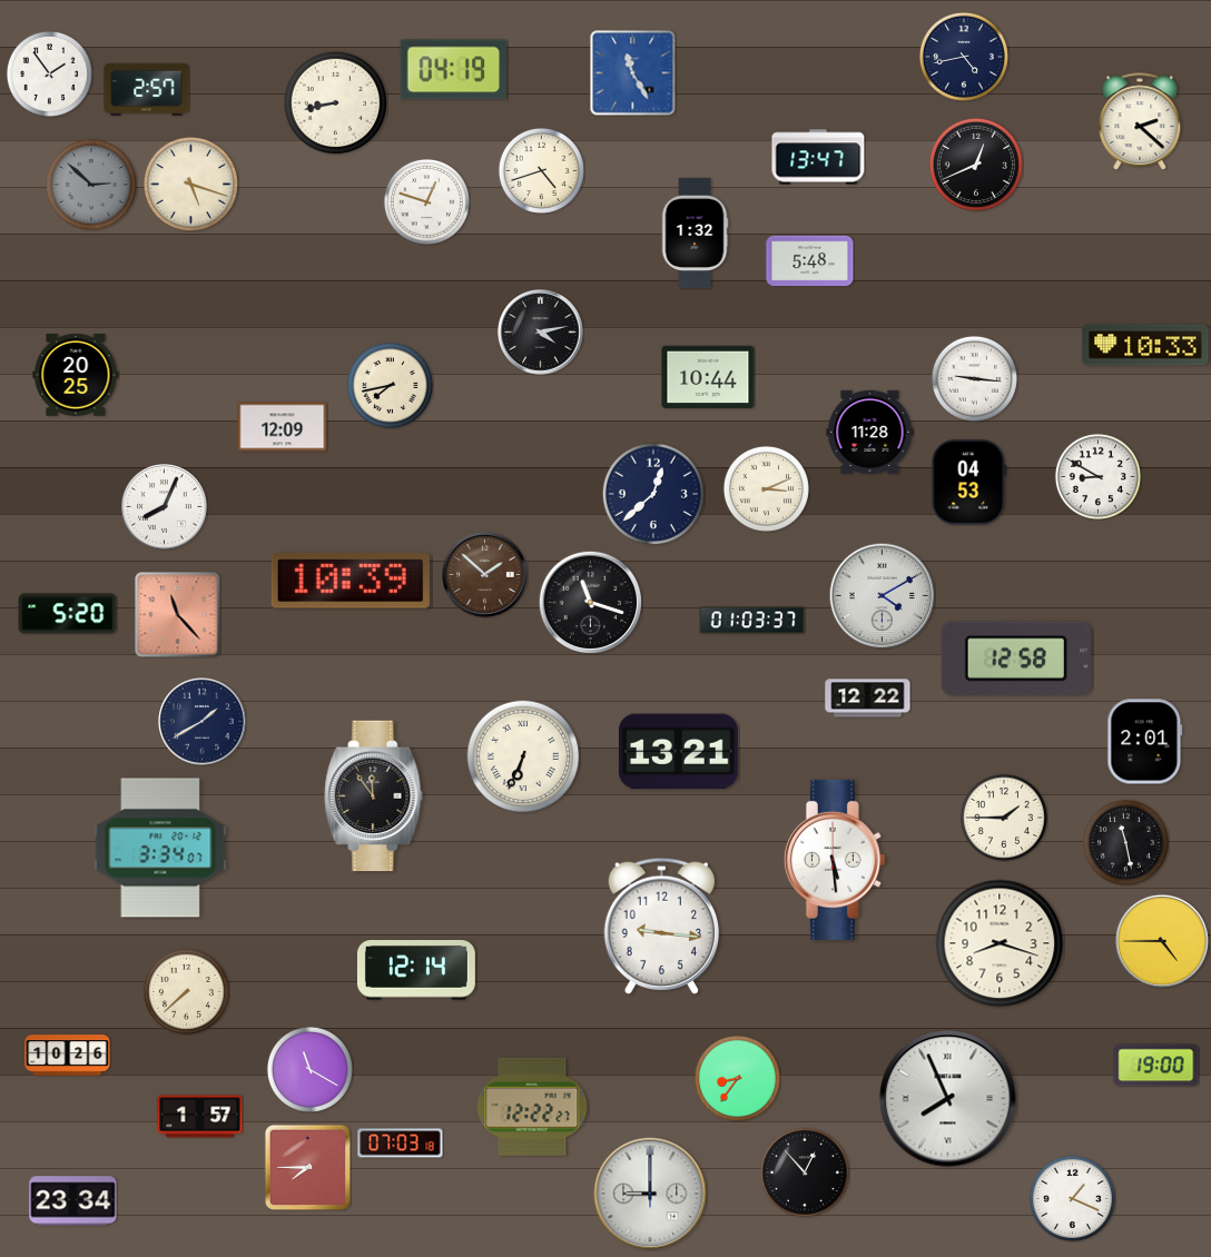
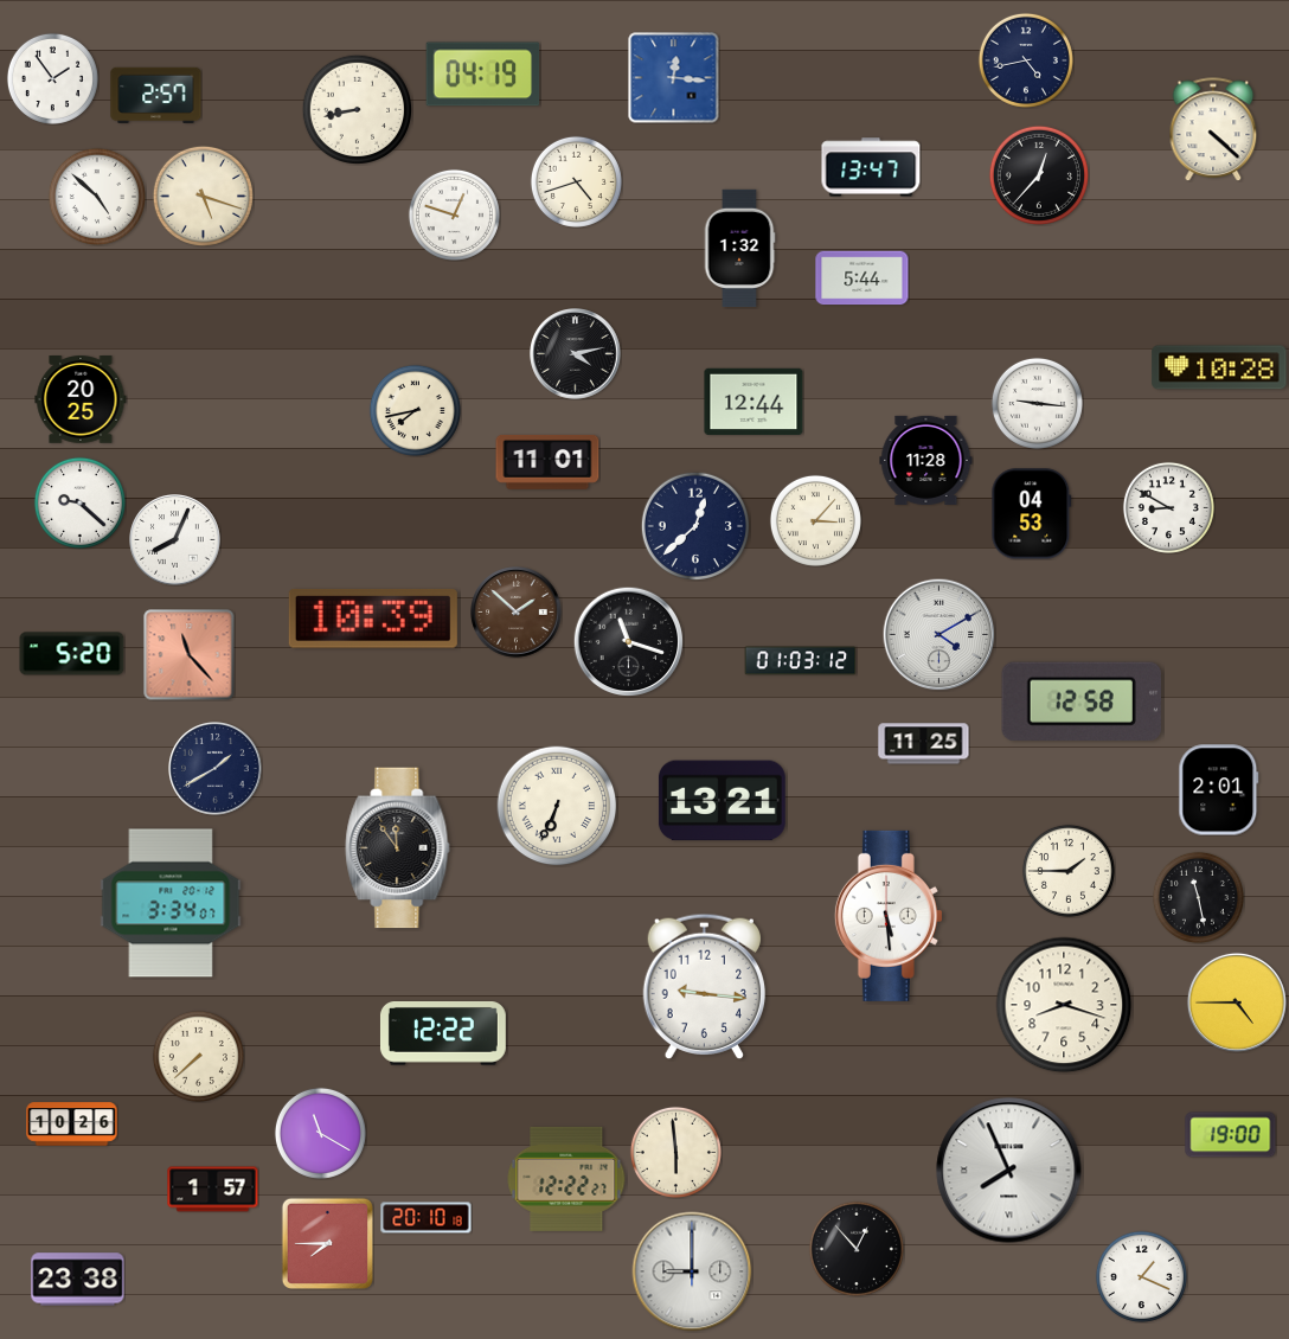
clock at (633, 73): 11:25 -> 12:16
clock at (1140, 121): 2:22 -> 4:22
clock at (976, 165): 12:41 -> 12:37
clock at (91, 185): 2:52 -> 4:52
clock at (91, 185) dial: grey -> white
clock at (810, 261): 5:48 -> 5:44
clock at (1145, 345): 10:33 -> 10:28
clock at (708, 377): 10:44 -> 12:44
clock at (283, 427): 12:09 -> none
clock at (547, 462): none -> 11:01
clock at (79, 502): none -> 9:22
clock at (766, 488): 3:11 -> 3:07
clock at (752, 621): 01:03:37 -> 01:03:12
clock at (868, 699): 12:22 -> 11:25
clock at (416, 971): 12:14 -> 12:22
clock at (309, 1069) position: (309, 1069) -> (320, 1133)
clock at (737, 1078): 8:36 -> none
clock at (675, 1152): none -> 5:59
clock at (401, 1144): 07:03 -> 20:10
clock at (73, 1201): 23:34 -> 23:38
